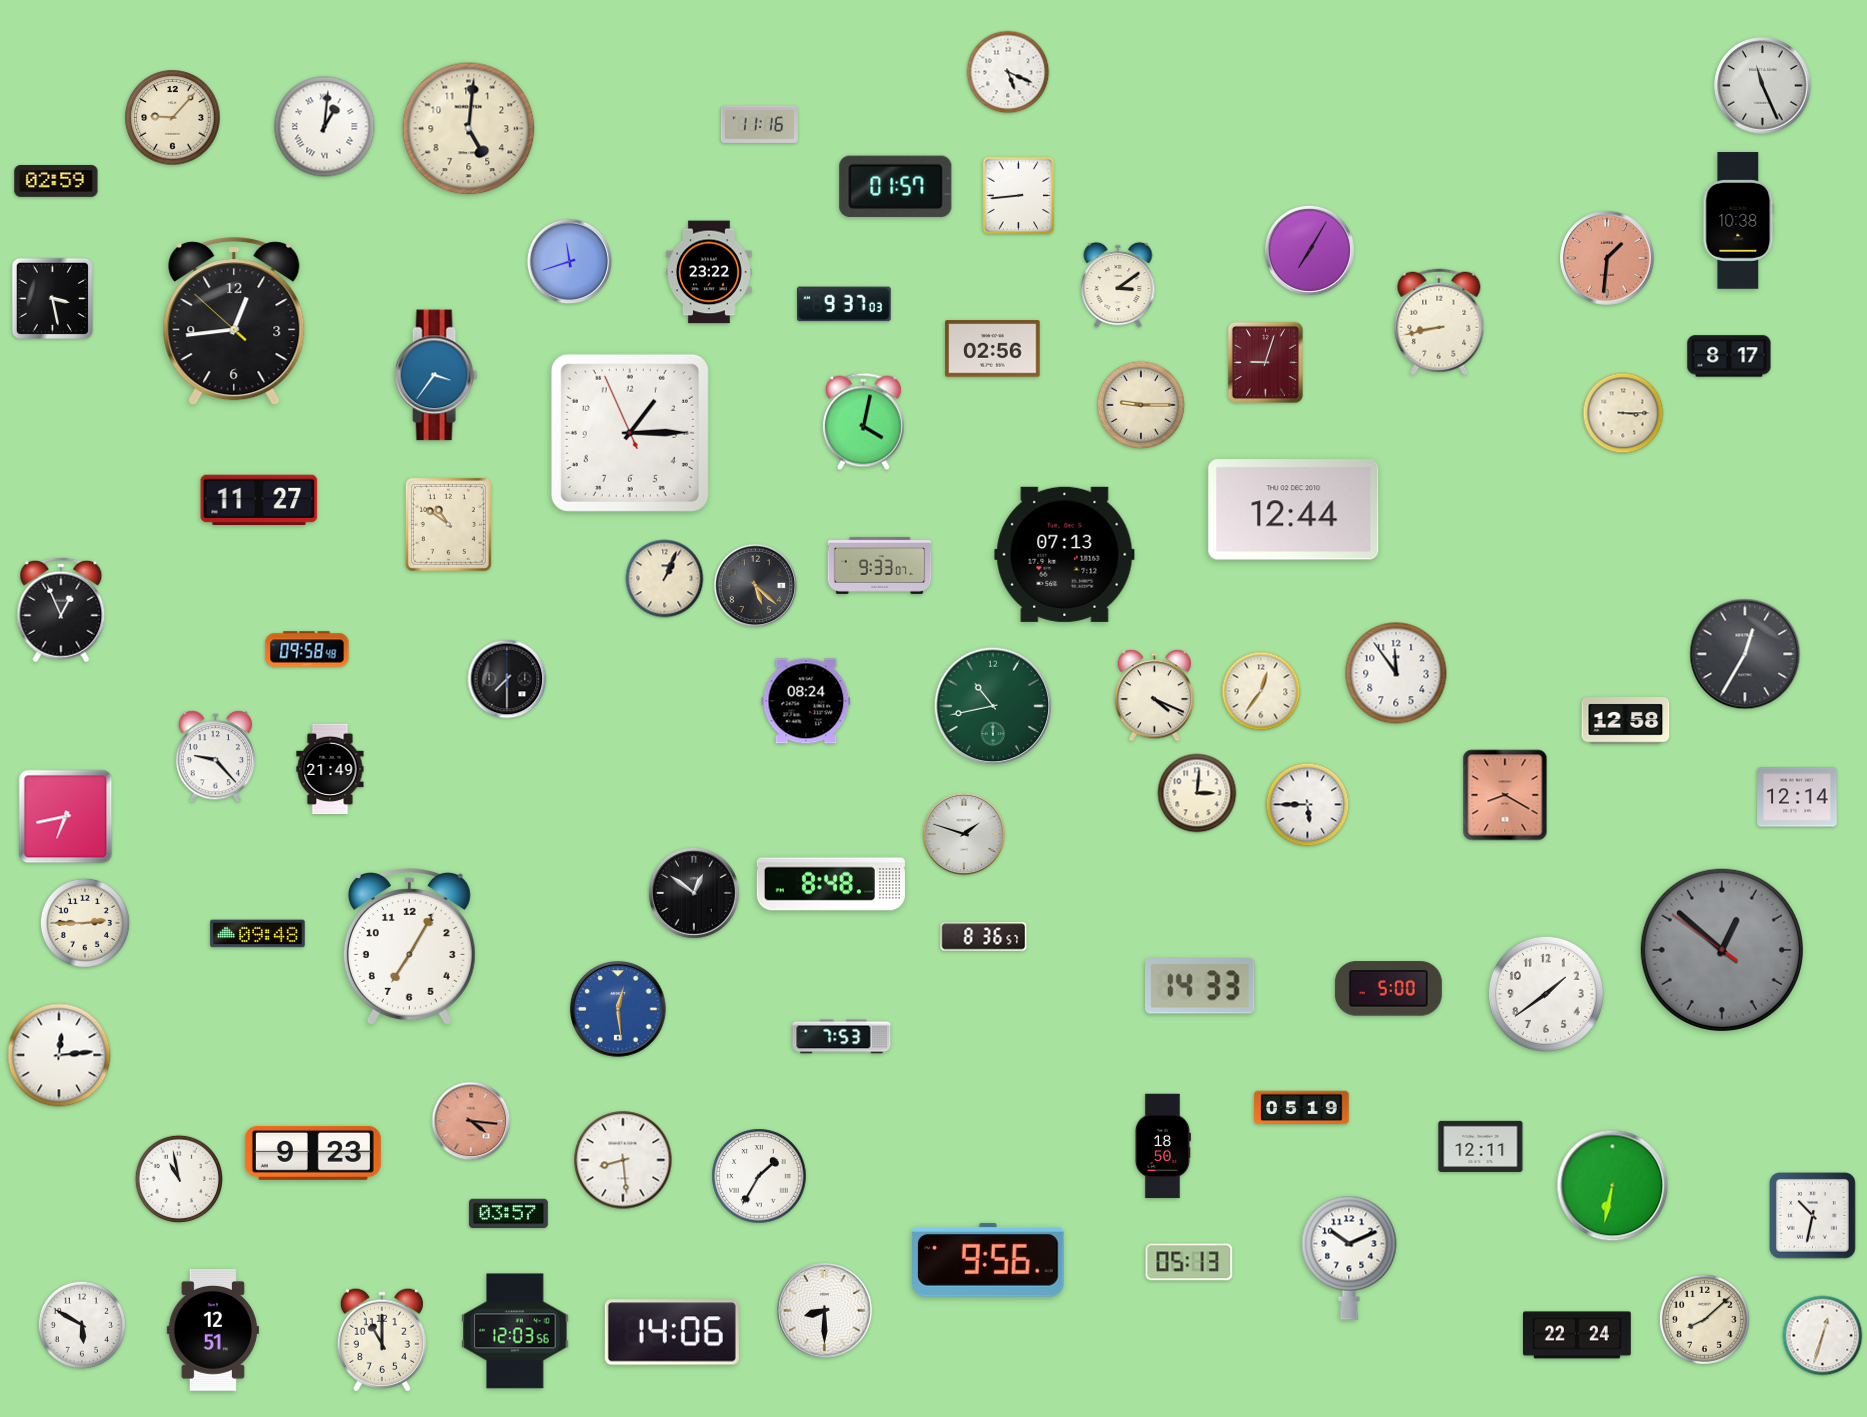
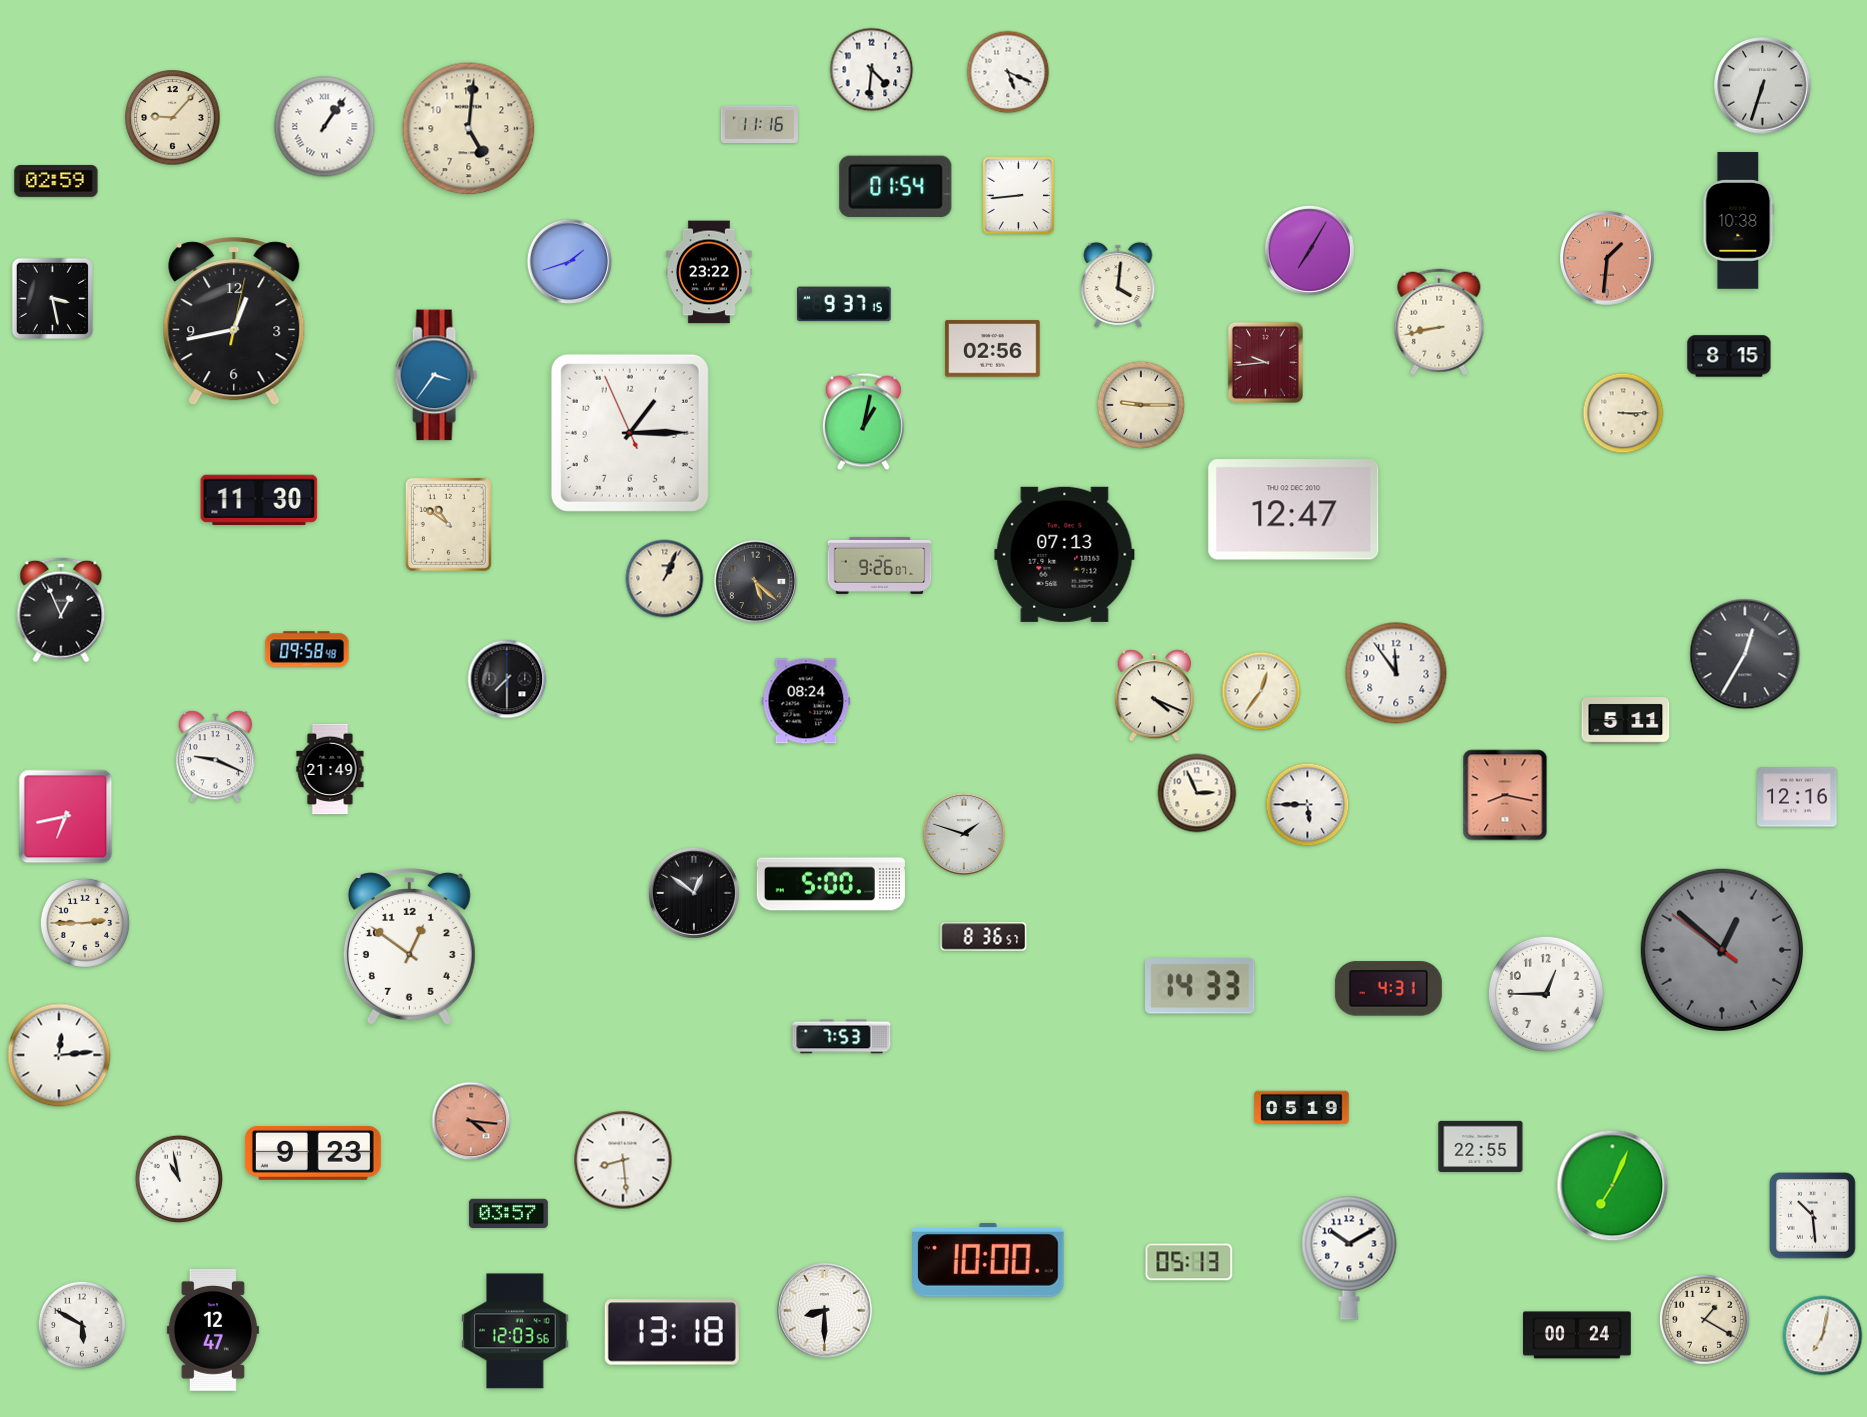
clock at (872, 70): none -> 4:31
clock at (1763, 86): 11:26 -> 6:33
clock at (325, 127): 1:01 -> 1:06
clock at (896, 186): 01:57 -> 01:54
clock at (570, 262): 11:42 -> 1:42
clock at (1118, 285): 3:09 -> 4:01
clock at (845, 304): 9:37:03 -> 9:37:15
clock at (234, 322): 12:43:52 -> 12:43:02
clock at (1729, 356): 8:17 -> 8:15
clock at (1265, 362): 9:03 -> 9:44
clock at (863, 422): 4:02 -> 1:02
clock at (259, 499): 11:27 -> 11:30
clock at (1294, 510): 12:44 -> 12:47
clock at (880, 565): 9:33 -> 9:26
clock at (756, 586) position: (756, 586) -> (756, 582)
clock at (993, 706): 10:43 -> none
clock at (1626, 721): 12:58 -> 5:11
clock at (215, 757): 9:23 -> 9:19
clock at (1197, 793): 3:01 -> 2:56
clock at (1505, 795): 8:20 -> 8:17
clock at (1797, 797): 12:14 -> 12:16
clock at (831, 884): 8:48 -> 5:00
clock at (258, 934): 09:48 -> none
clock at (409, 947): 7:05 -> 12:51
clock at (1388, 989): 5:00 -> 4:31
clock at (1546, 994): 1:39 -> 12:45
clock at (618, 1009): 12:29 -> none
clock at (1162, 1146): 18:50 -> none
clock at (1481, 1146): 12:11 -> 22:55
clock at (759, 1176): 1:35 -> none
clock at (1613, 1186): 6:32 -> 7:04
clock at (1813, 1216): 10:32 -> 10:29
clock at (1349, 1258): 10:11 -> 10:10
clock at (989, 1261): 9:56 -> 10:00
clock at (1704, 1319): 8:08 -> 1:20
clock at (213, 1330): 12:51 -> 12:47
clock at (672, 1332): 14:06 -> 13:18
clock at (1578, 1335): 22:24 -> 00:24
clock at (1823, 1336): 12:33 -> 7:02
clock at (382, 1340): 11:00 -> none
